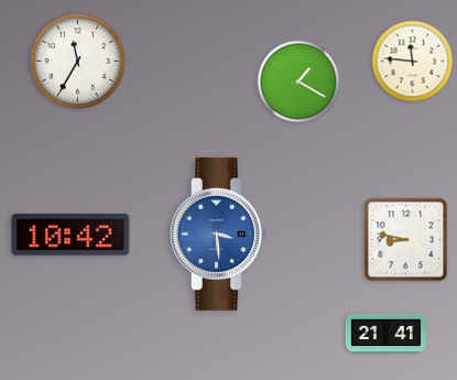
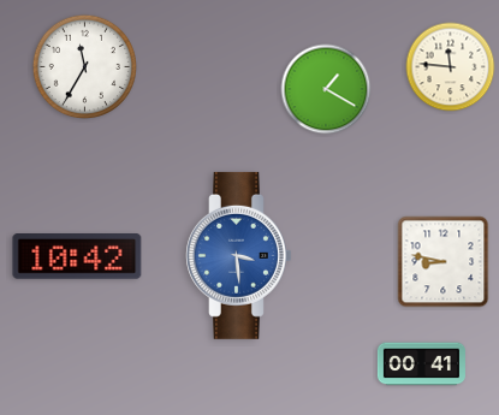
clock at (385, 334): 21:41 -> 00:41
